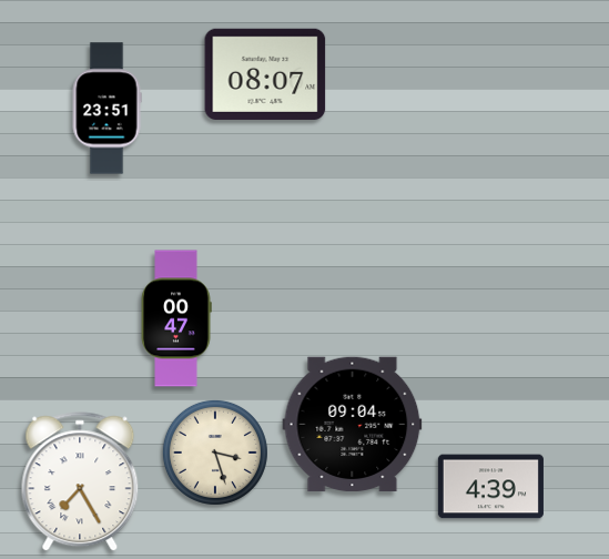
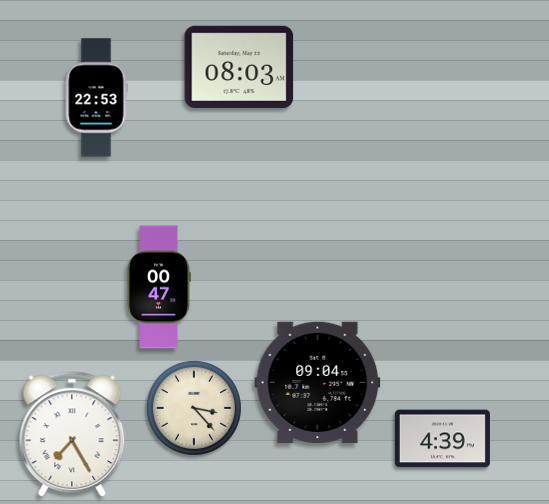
clock at (265, 74): 08:07 -> 08:03
clock at (106, 109): 23:51 -> 22:53
clock at (215, 453): 3:27 -> 3:23
